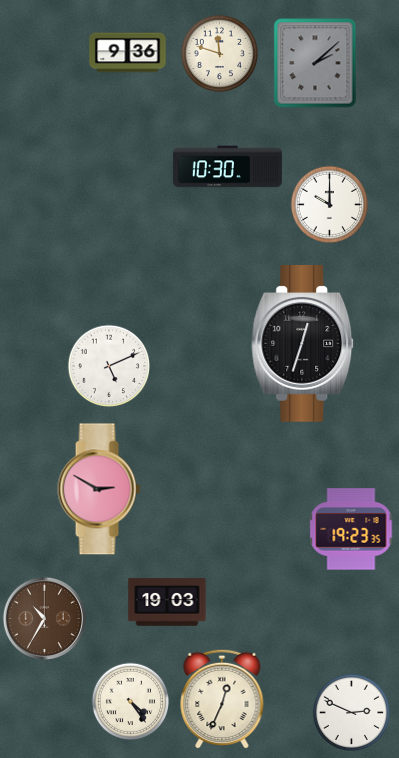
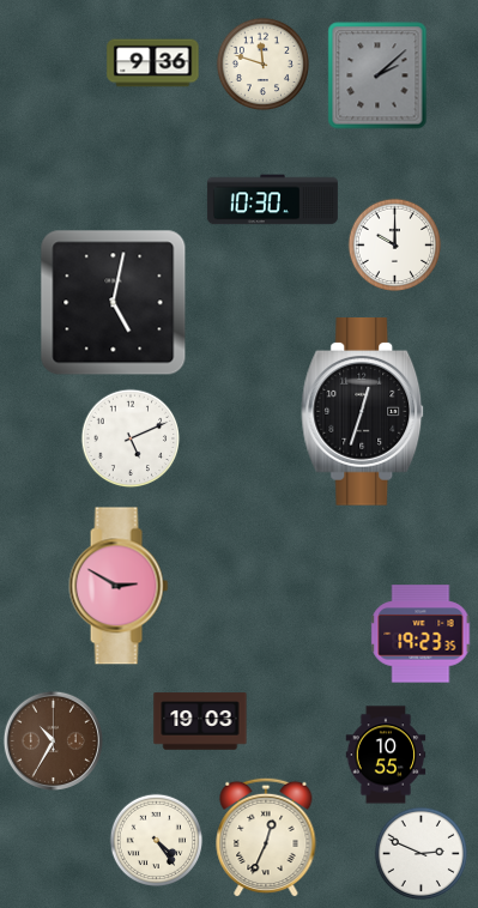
clock at (114, 303): none -> 5:02
clock at (386, 755): none -> 10:55
